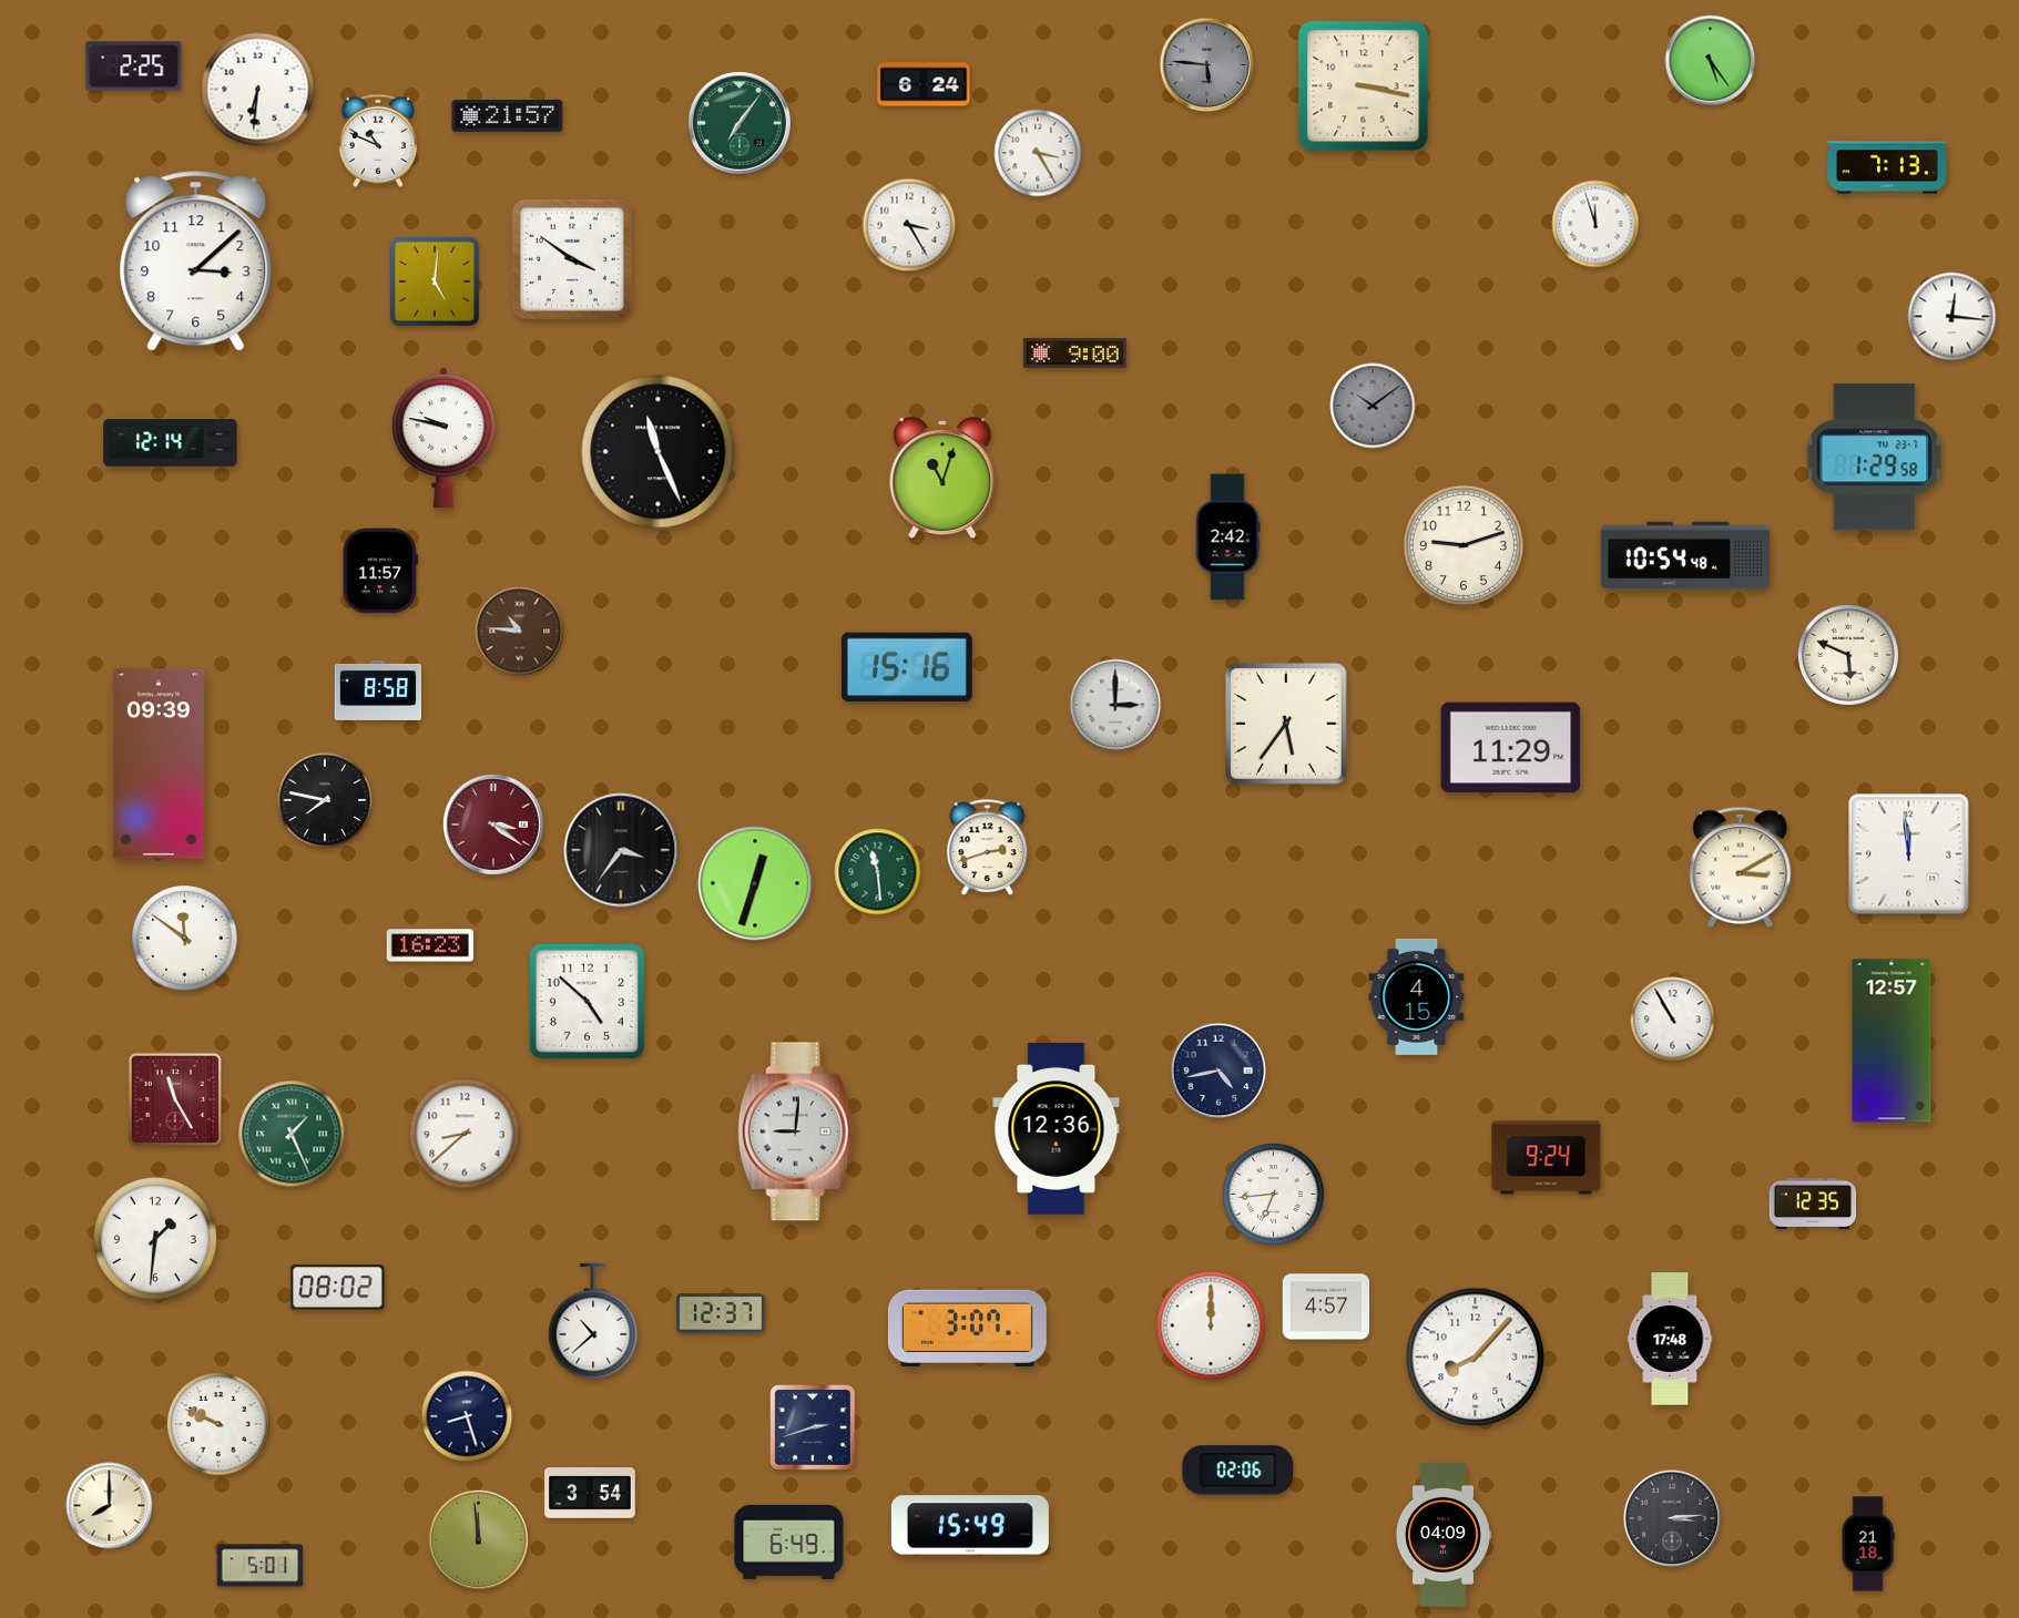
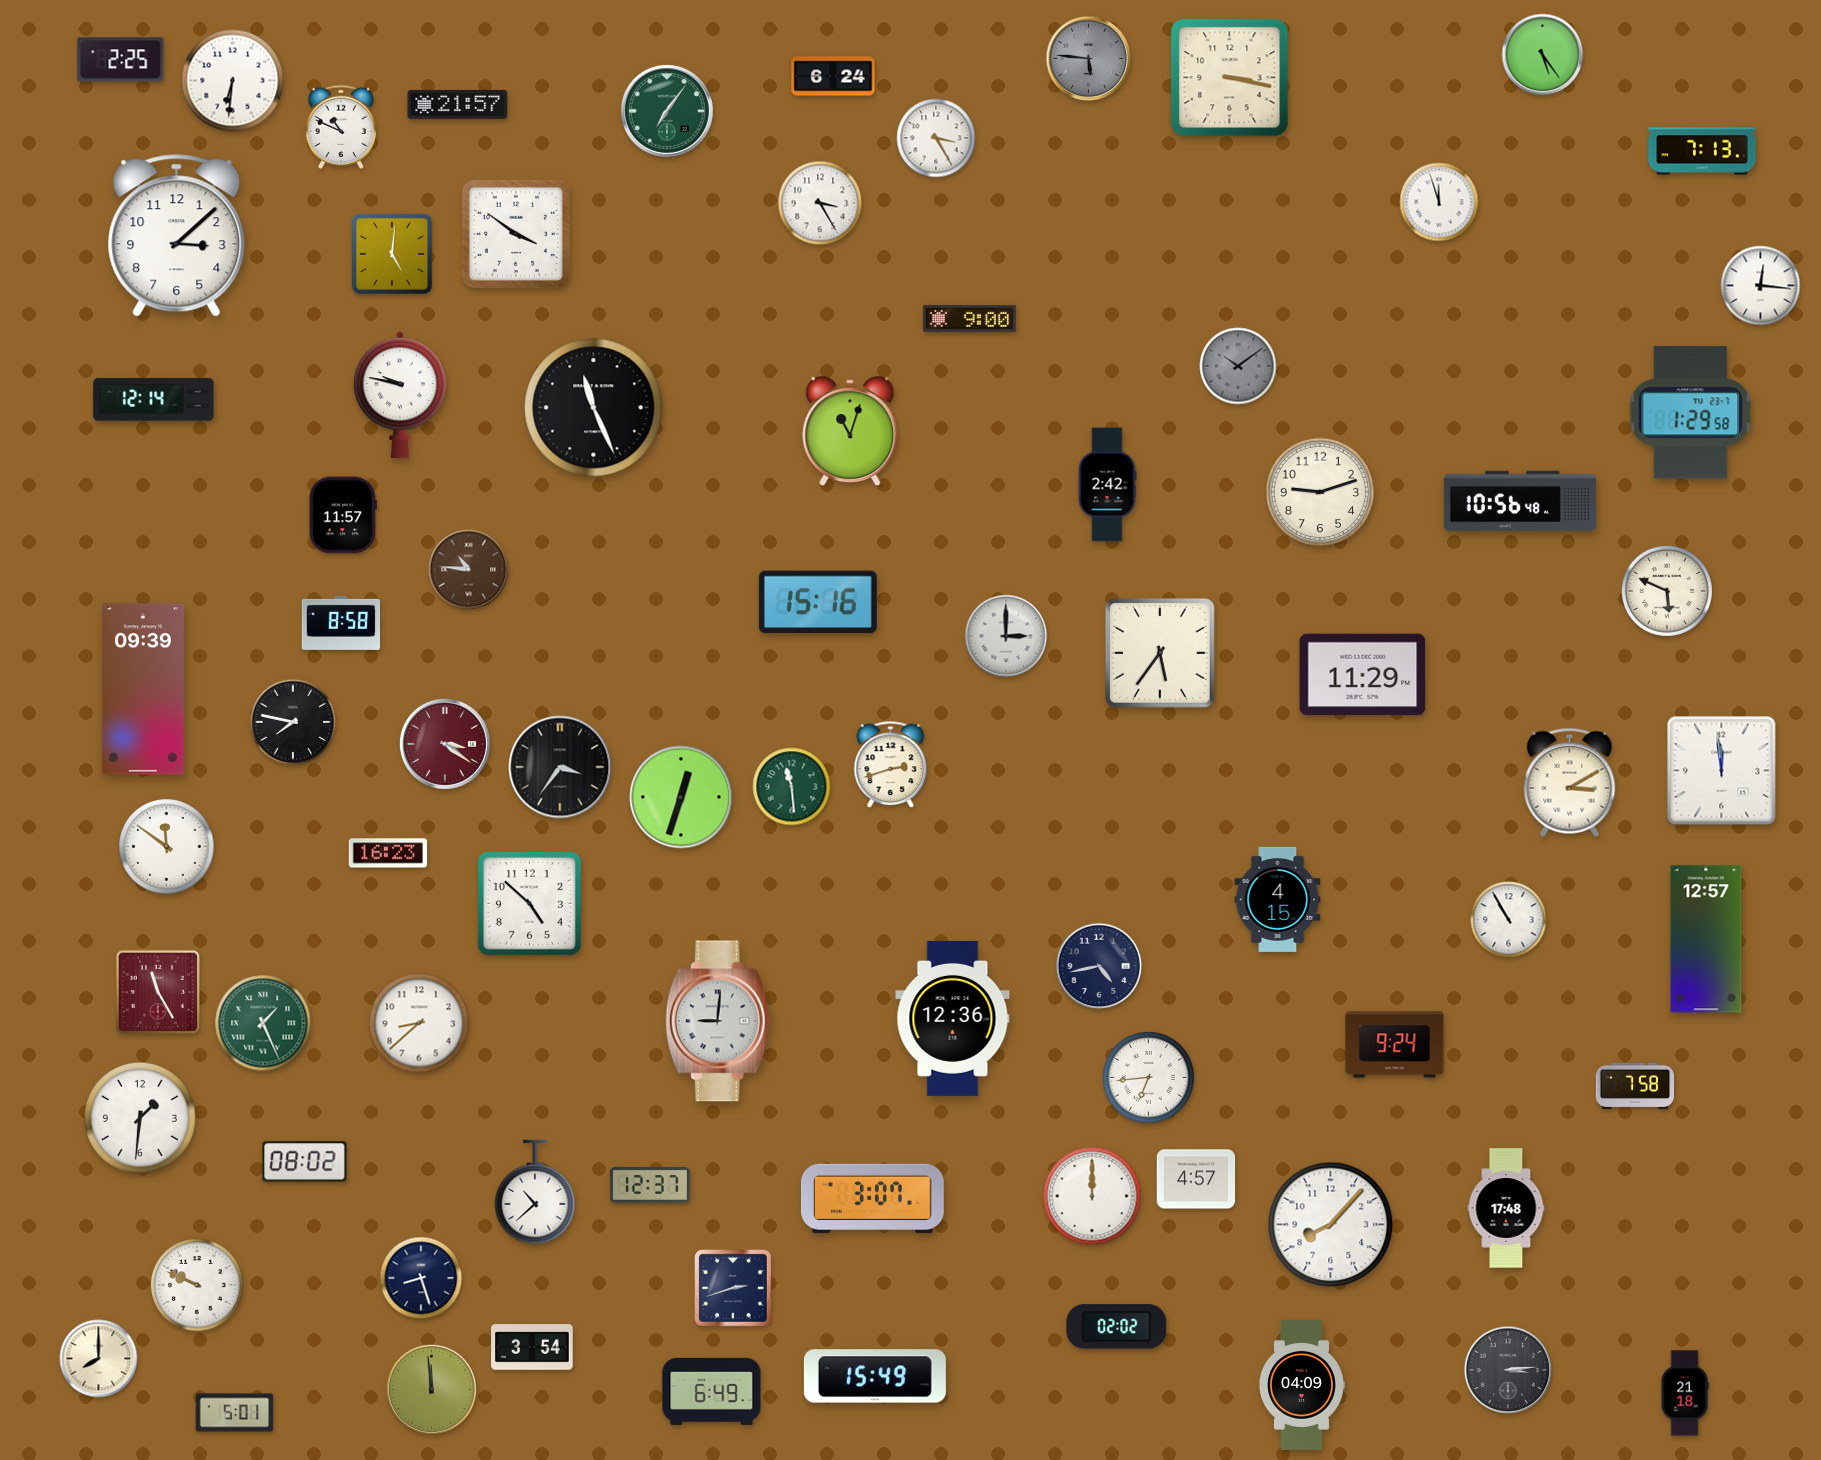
clock at (1685, 555): 10:54 -> 10:56
clock at (1813, 1204): 12:35 -> 7:58
clock at (1238, 1471): 02:06 -> 02:02
